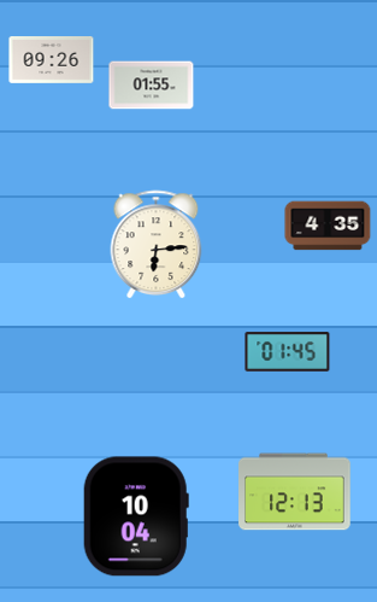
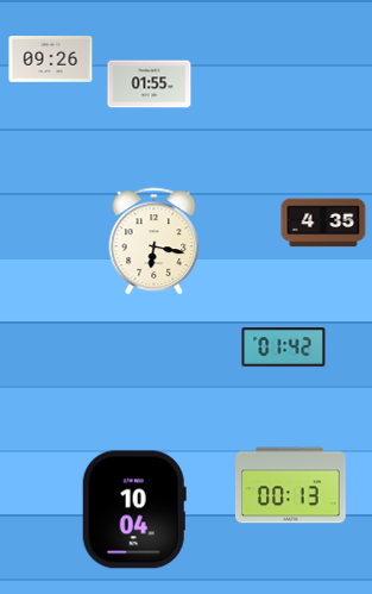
clock at (157, 245): 6:14 -> 6:17
clock at (288, 352): 01:45 -> 01:42
clock at (295, 492): 12:13 -> 00:13
